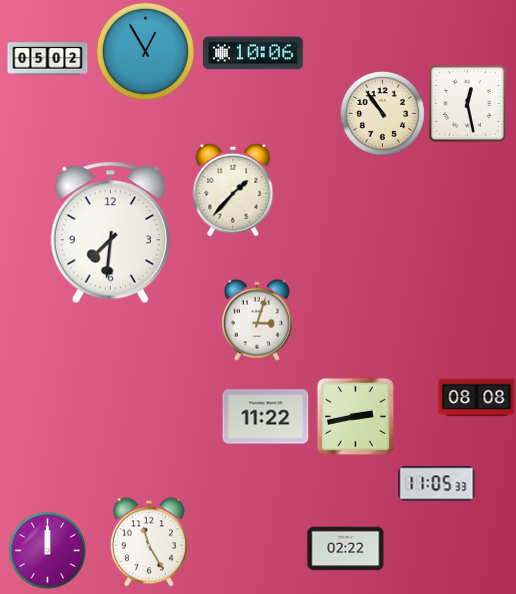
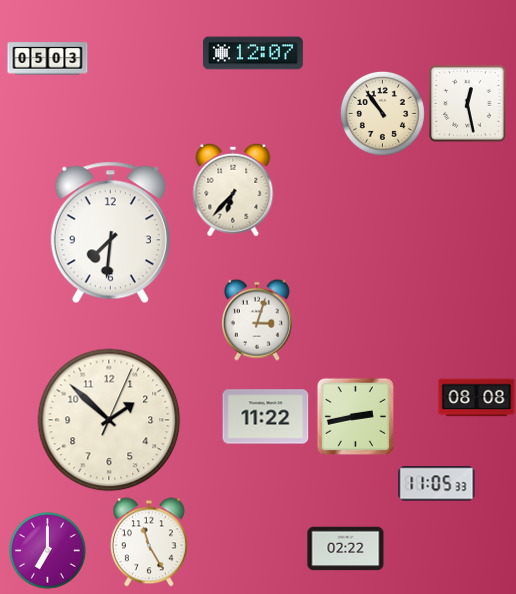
clock at (145, 51): 12:55 -> none
clock at (253, 53): 10:06 -> 12:07
clock at (48, 59): 05:02 -> 05:03
clock at (233, 190): 1:37 -> 6:37
clock at (109, 420): none -> 1:52
clock at (48, 551): 12:00 -> 7:00
